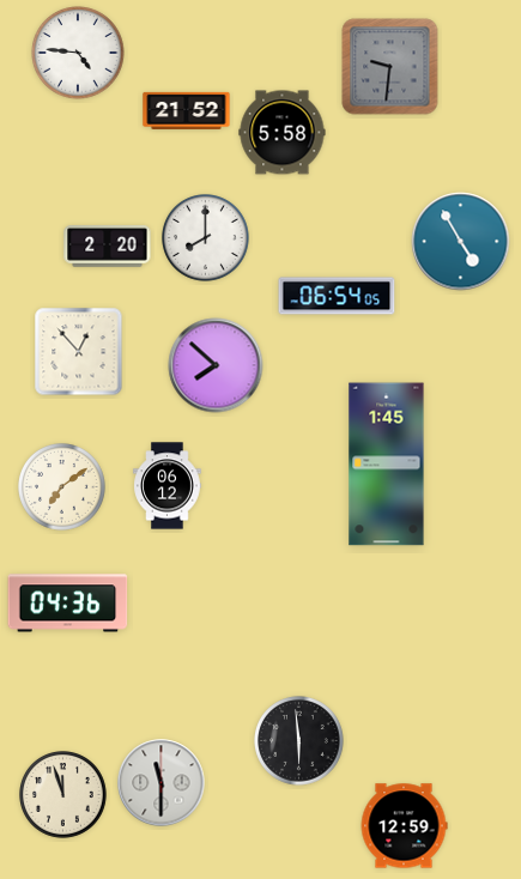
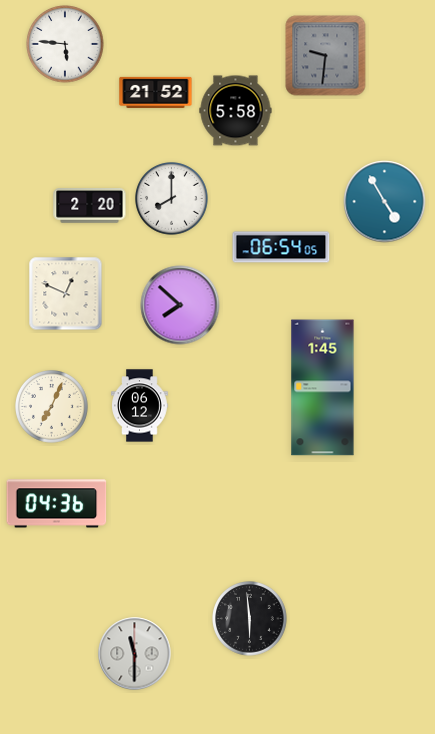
clock at (78, 53): 4:46 -> 5:46
clock at (79, 352): 12:53 -> 12:49
clock at (62, 487): 7:09 -> 7:04
clock at (63, 795): 11:57 -> none
clock at (404, 826): 12:59 -> none
